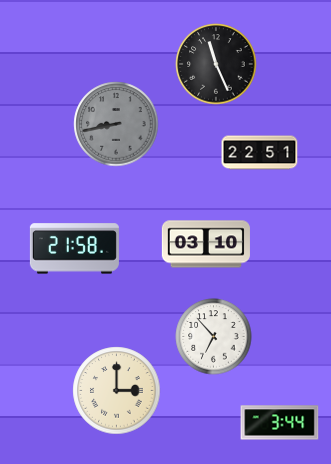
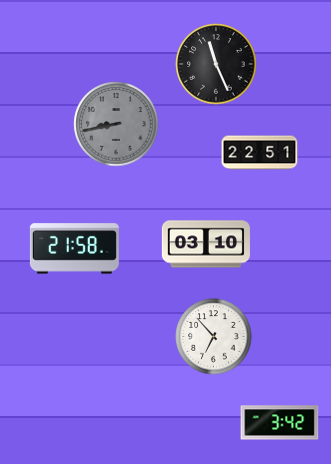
clock at (117, 391): 3:00 -> none
clock at (280, 423): 3:44 -> 3:42
